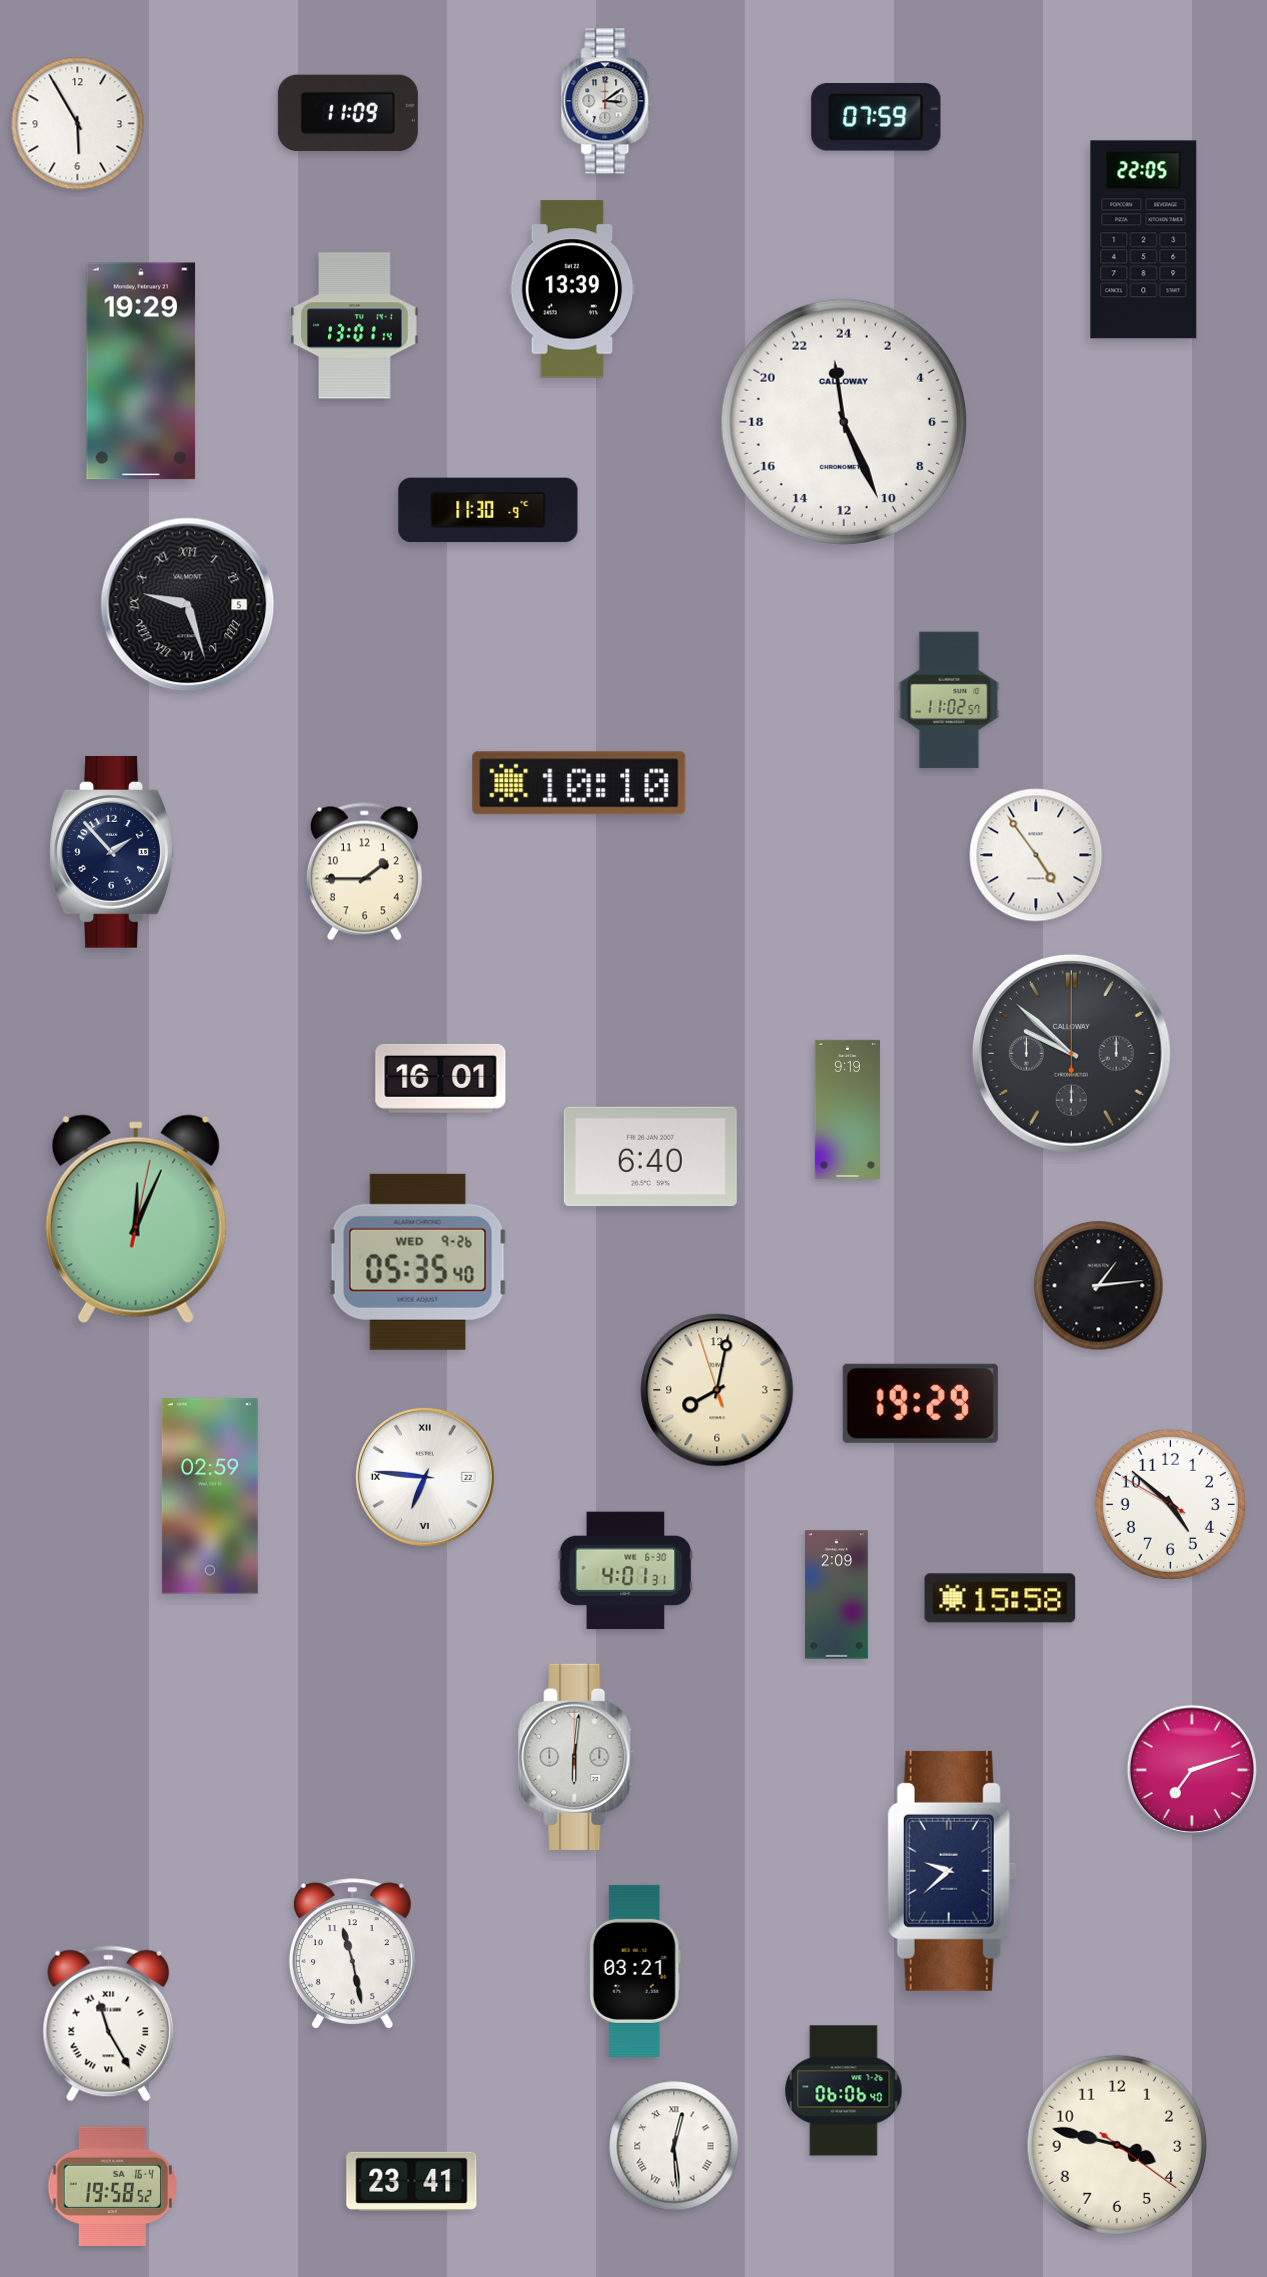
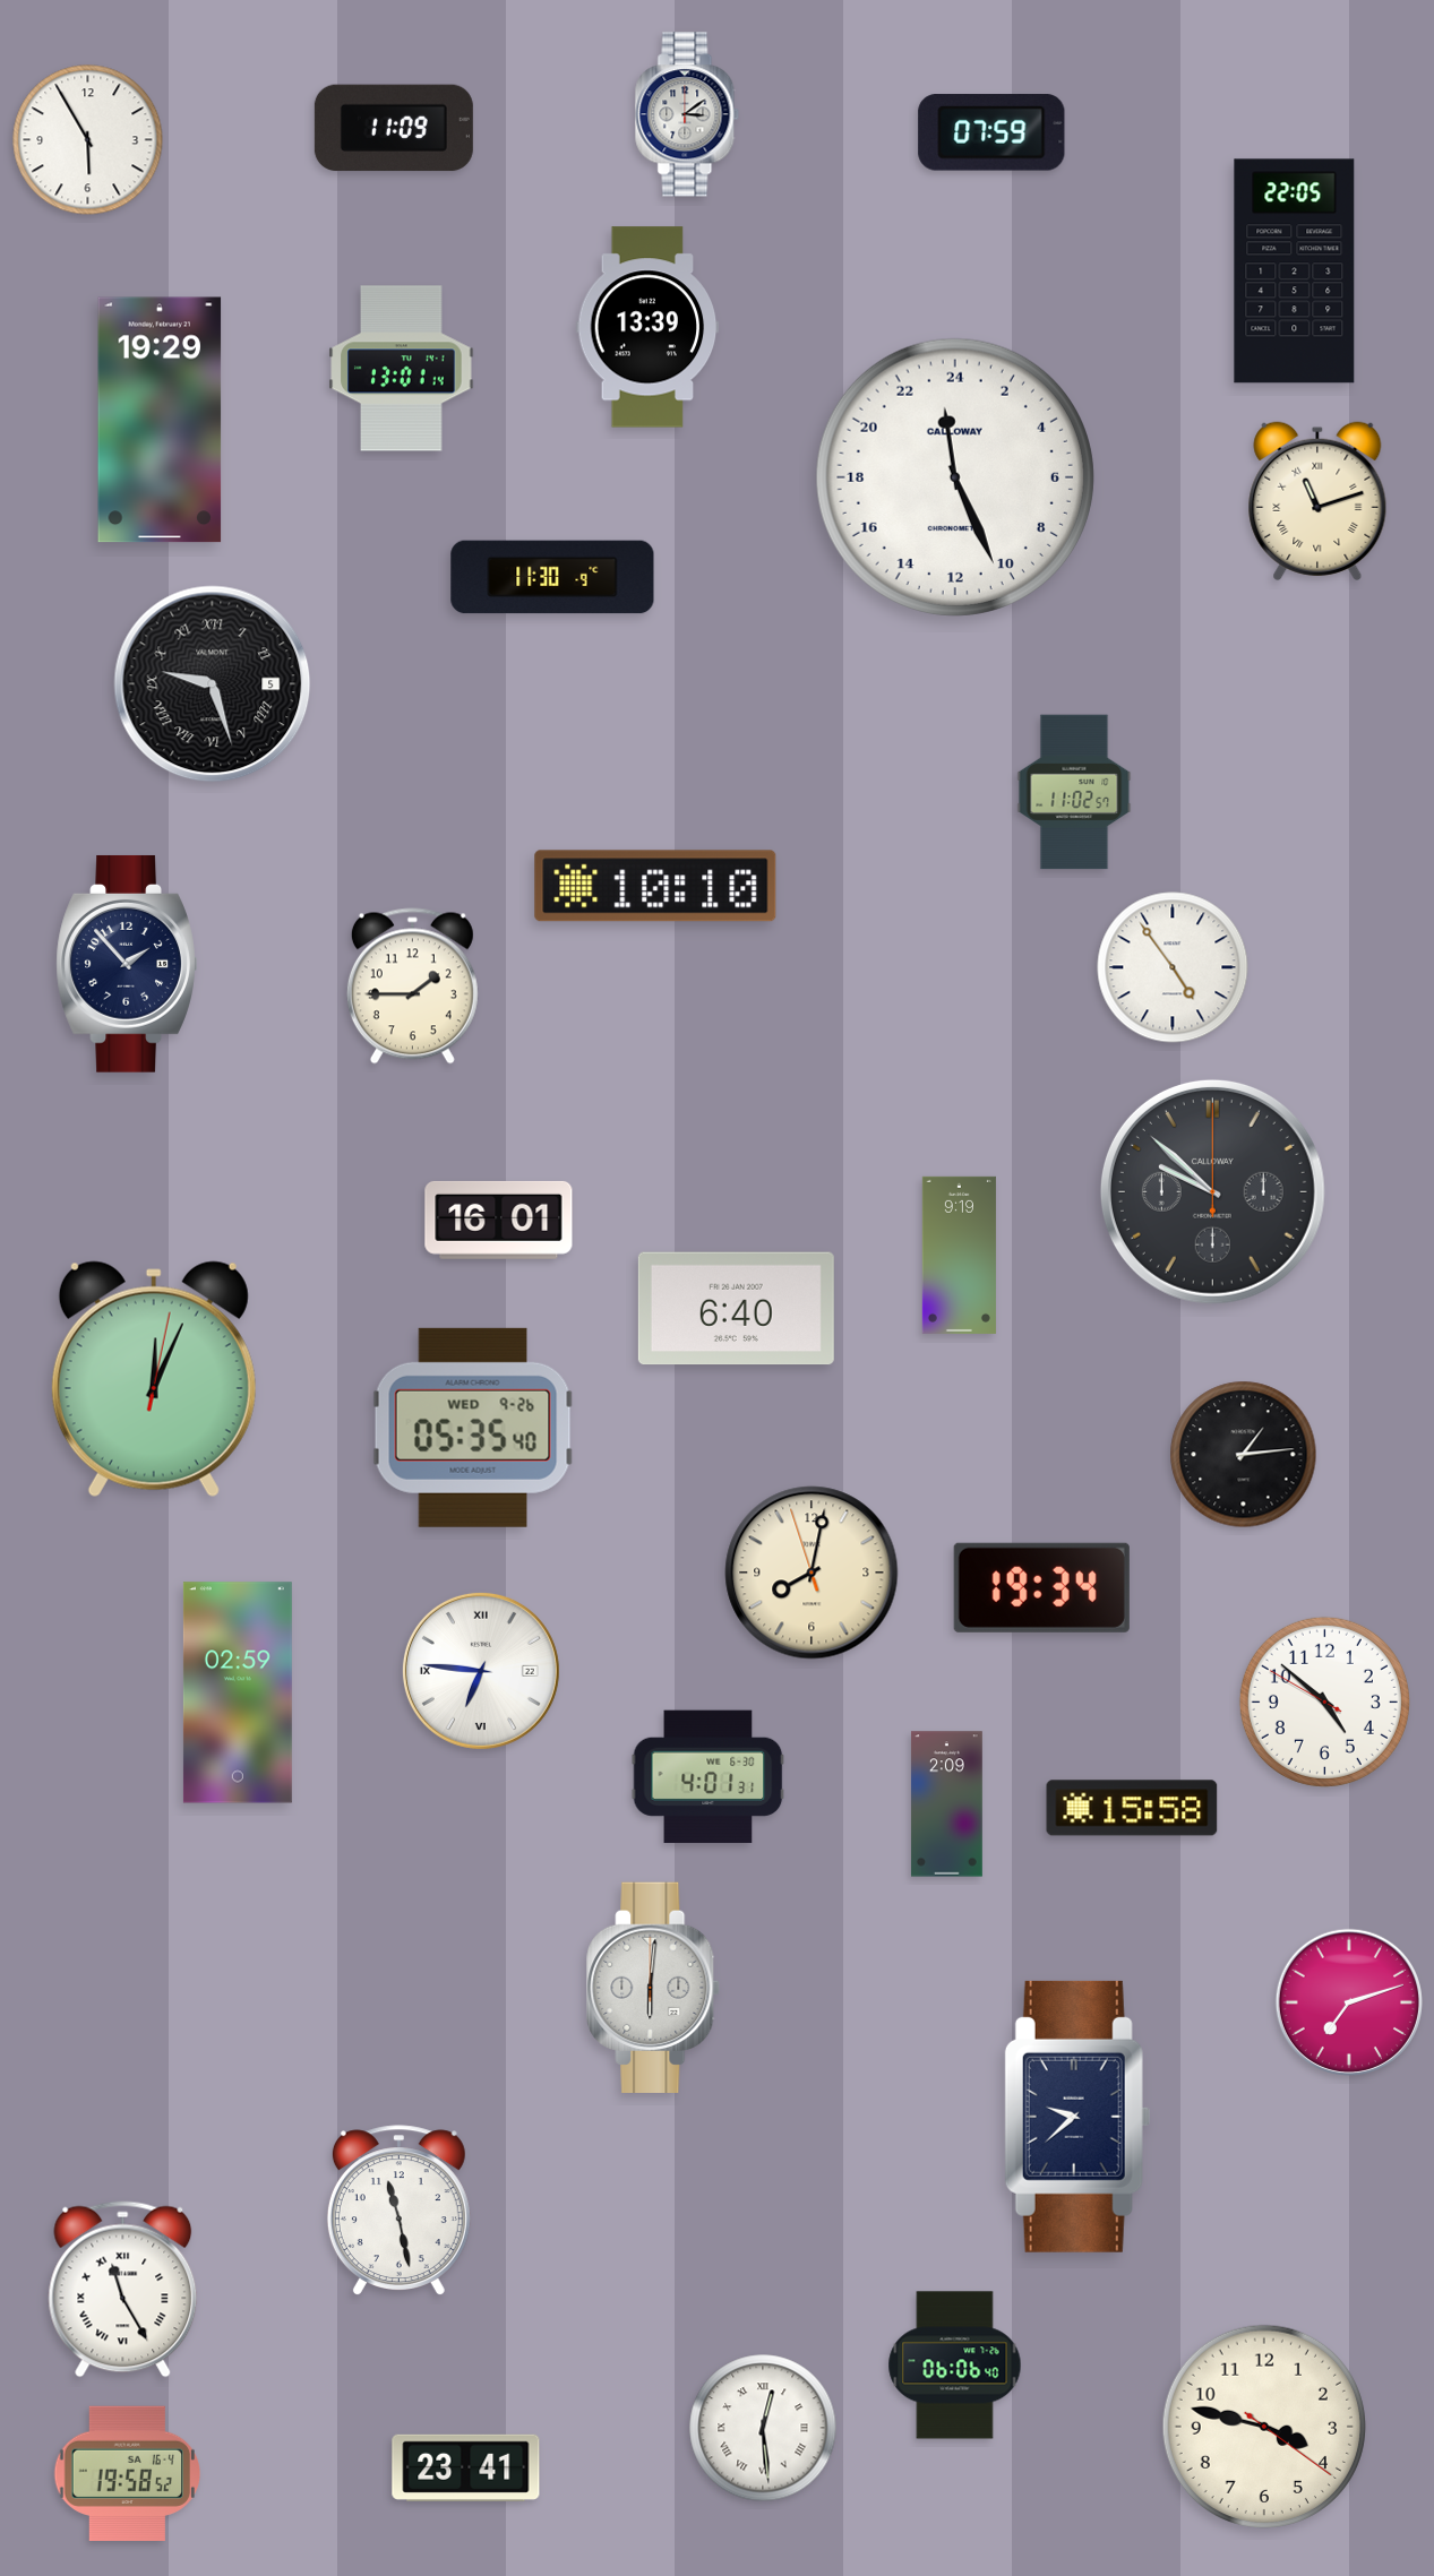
clock at (1317, 501): none -> 11:12
clock at (920, 1403): 19:29 -> 19:34
clock at (635, 1971): 03:21 -> none
